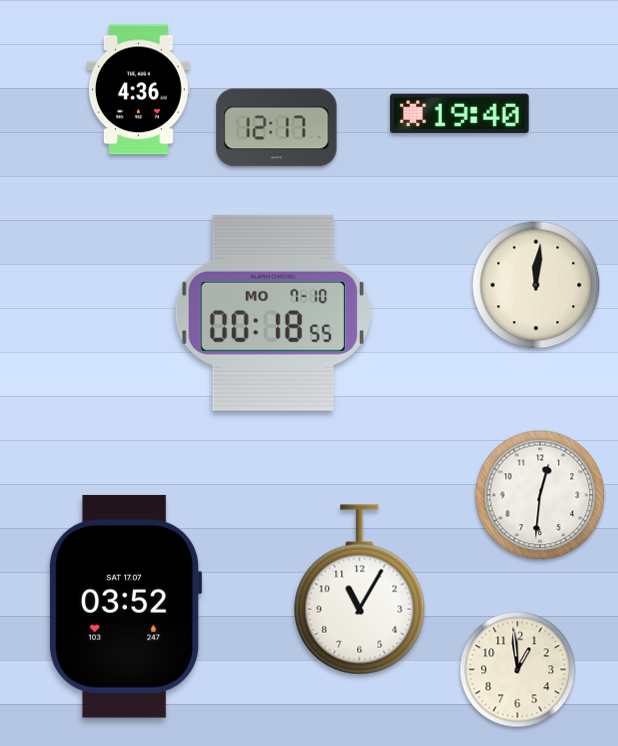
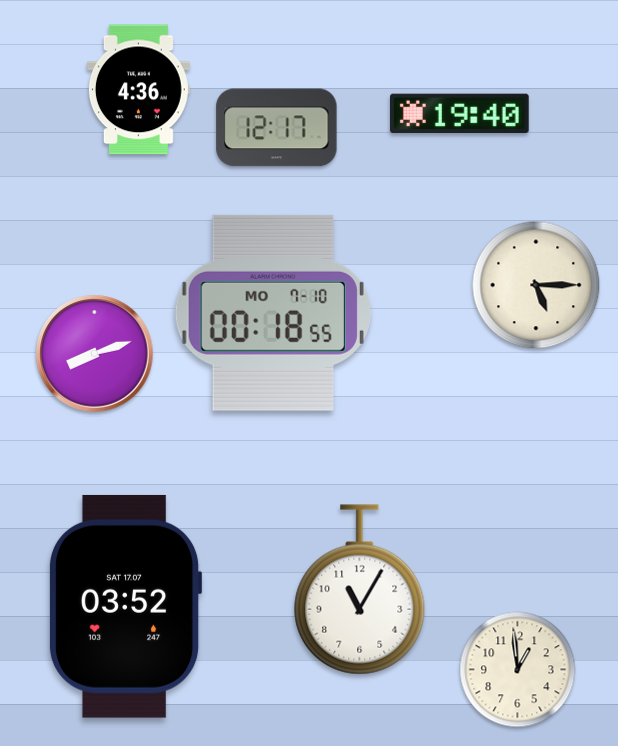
clock at (536, 285): 12:01 -> 5:15
clock at (95, 354): none -> 8:12
clock at (540, 495): 12:31 -> none
